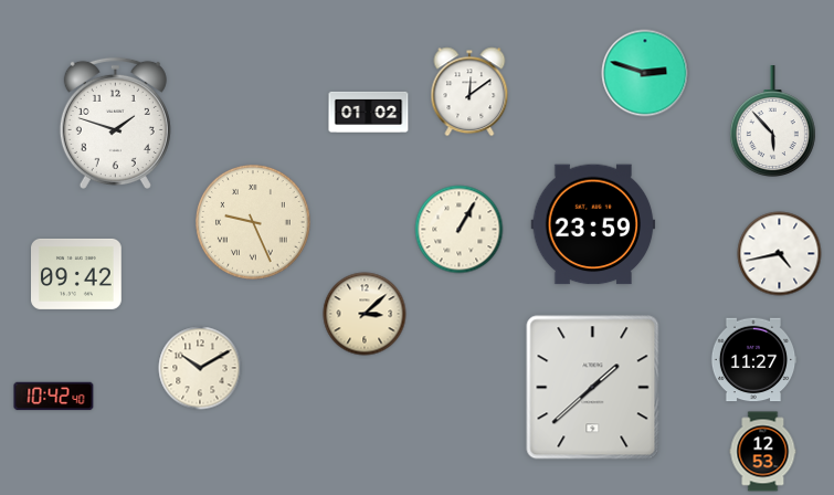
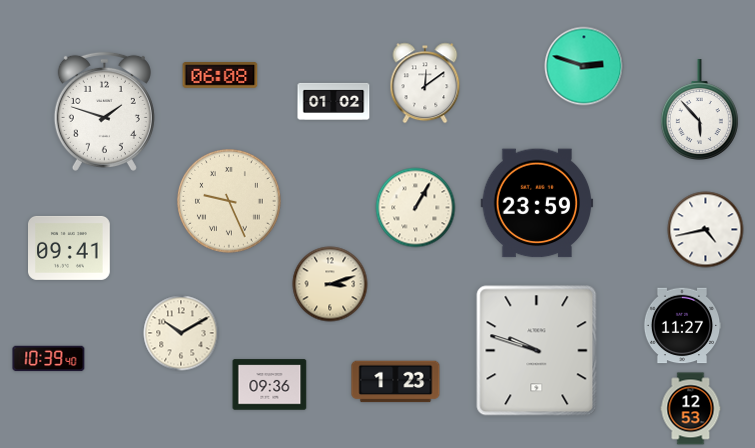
clock at (220, 76): none -> 06:08
clock at (77, 274): 09:42 -> 09:41
clock at (365, 314): 3:08 -> 3:12
clock at (593, 388): 1:38 -> 9:48
clock at (54, 397): 10:42 -> 10:39
clock at (396, 382): none -> 1:23
clock at (270, 385): none -> 09:36
